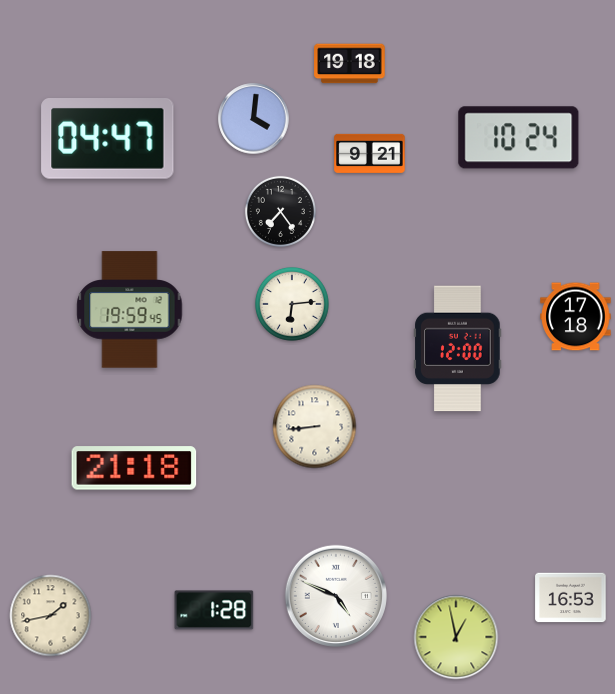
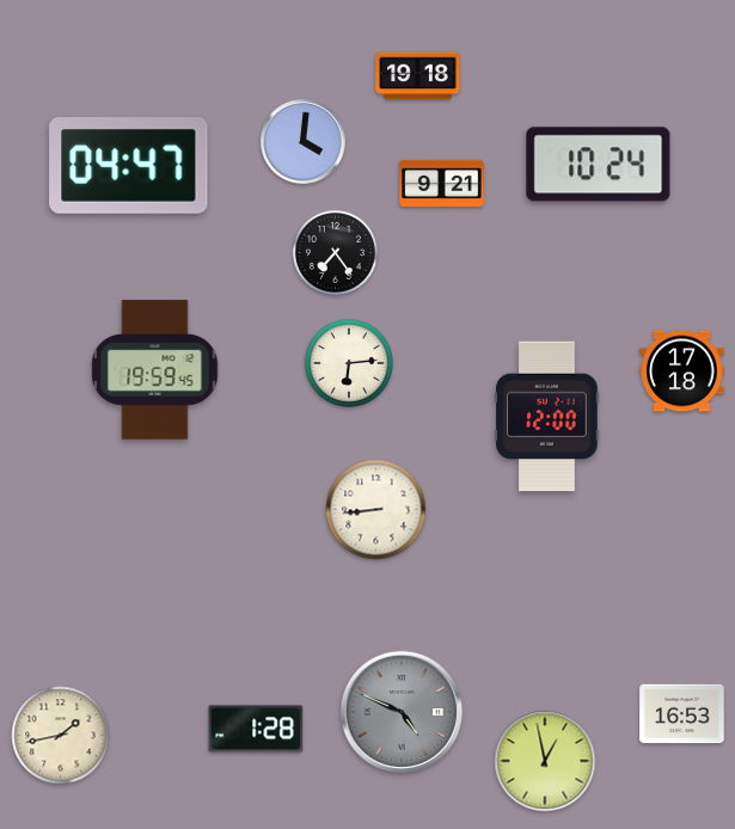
clock at (519, 138) position: (519, 138) -> (599, 165)
clock at (576, 317) position: (576, 317) -> (682, 371)
clock at (134, 468): 21:18 -> none
clock at (336, 596) dial: white -> grey
